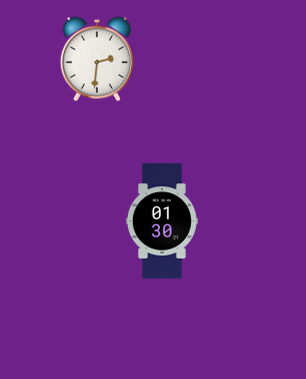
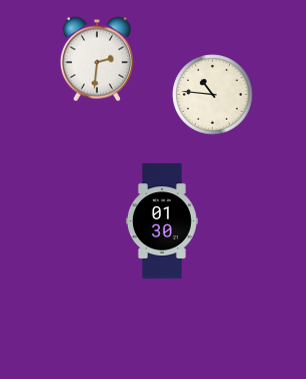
clock at (213, 95): none -> 10:46
